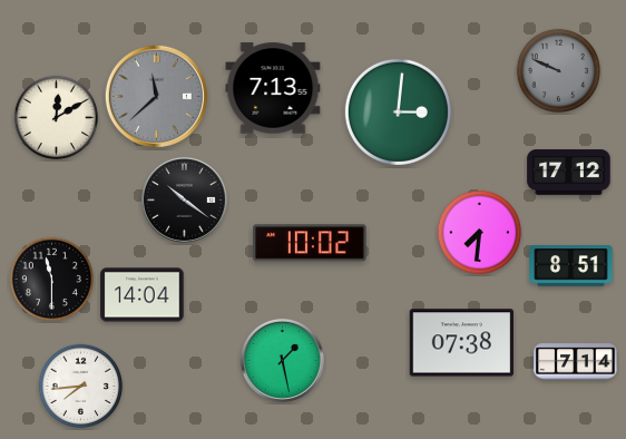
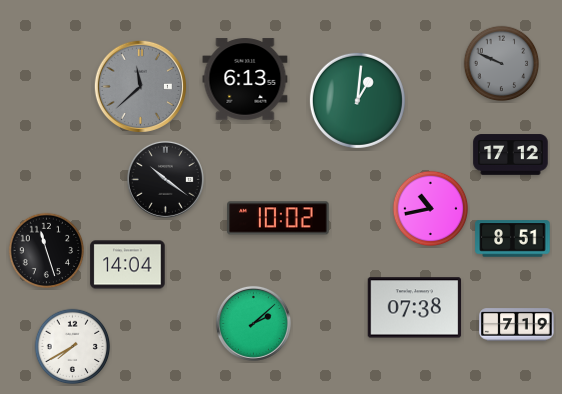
clock at (273, 88): 7:13 -> 6:13
clock at (398, 111): 3:01 -> 1:01
clock at (57, 118): 12:10 -> none
clock at (480, 233): 7:31 -> 10:43
clock at (52, 280): 11:30 -> 11:27
clock at (282, 360): 1:28 -> 2:08
clock at (576, 362): 7:14 -> 7:19
clock at (81, 387): 7:44 -> 7:40
